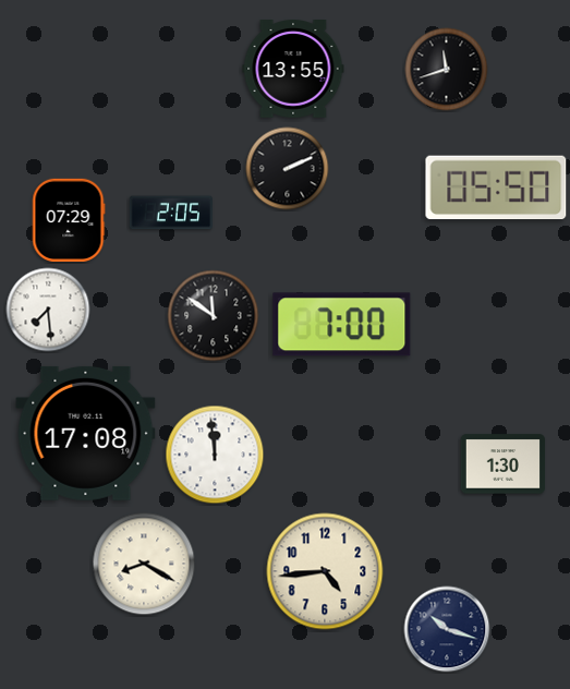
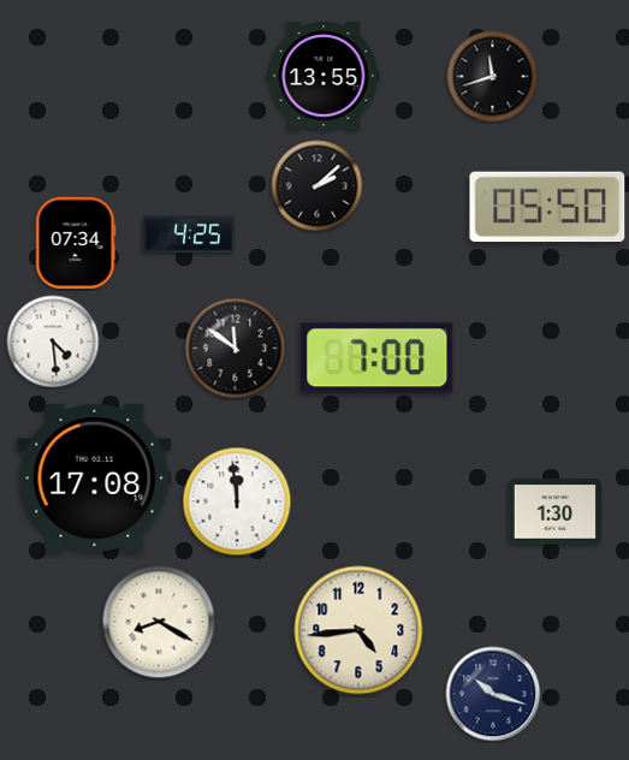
clock at (288, 169): 2:11 -> 2:08
clock at (170, 213): 2:05 -> 4:25
clock at (69, 219): 07:29 -> 07:34
clock at (48, 310): 7:29 -> 4:29
